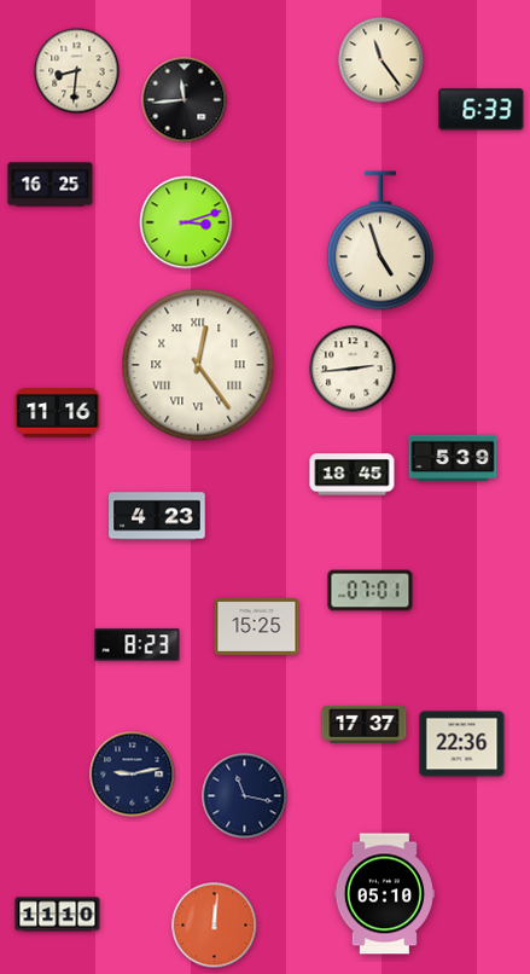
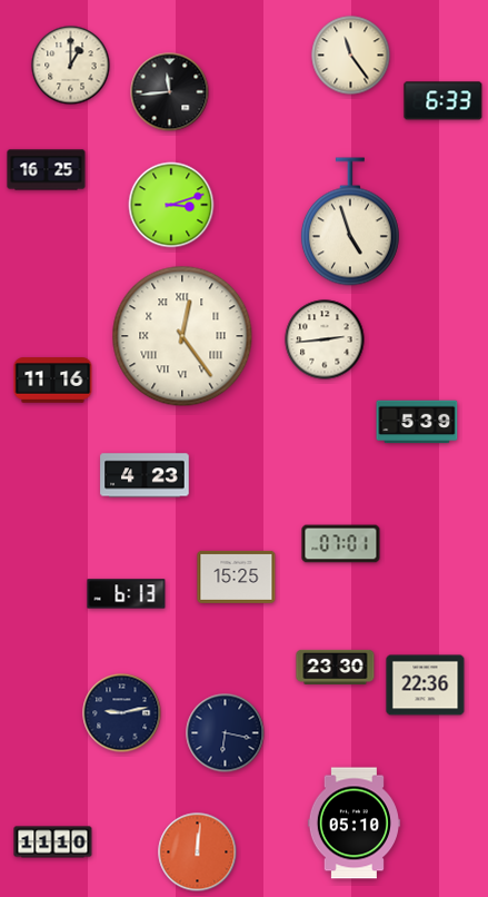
clock at (77, 71): 8:31 -> 1:00
clock at (353, 475): 18:45 -> none
clock at (138, 645): 8:23 -> 6:13
clock at (365, 724): 17:37 -> 23:30
clock at (245, 796): 11:17 -> 6:17
